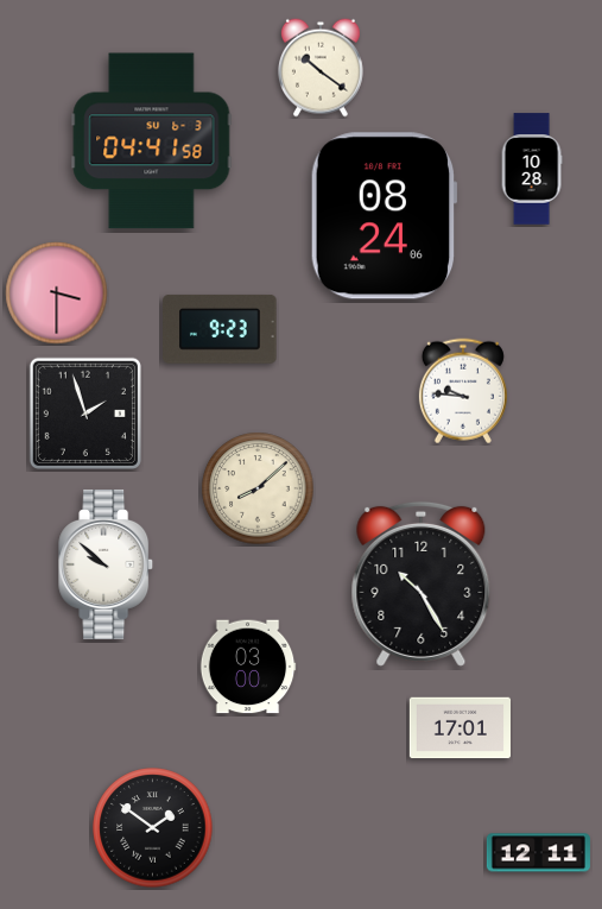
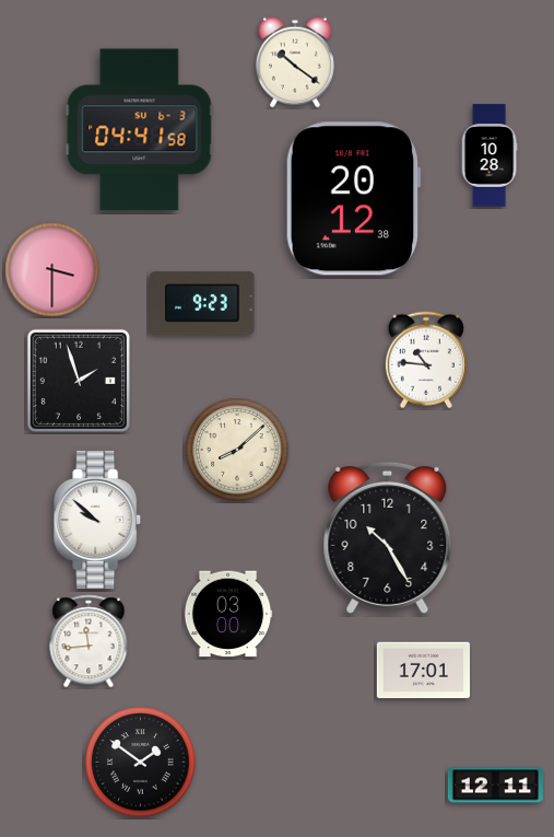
clock at (384, 216): 08:24 -> 20:12
clock at (463, 391): 9:46 -> 10:46
clock at (89, 641): none -> 11:44
